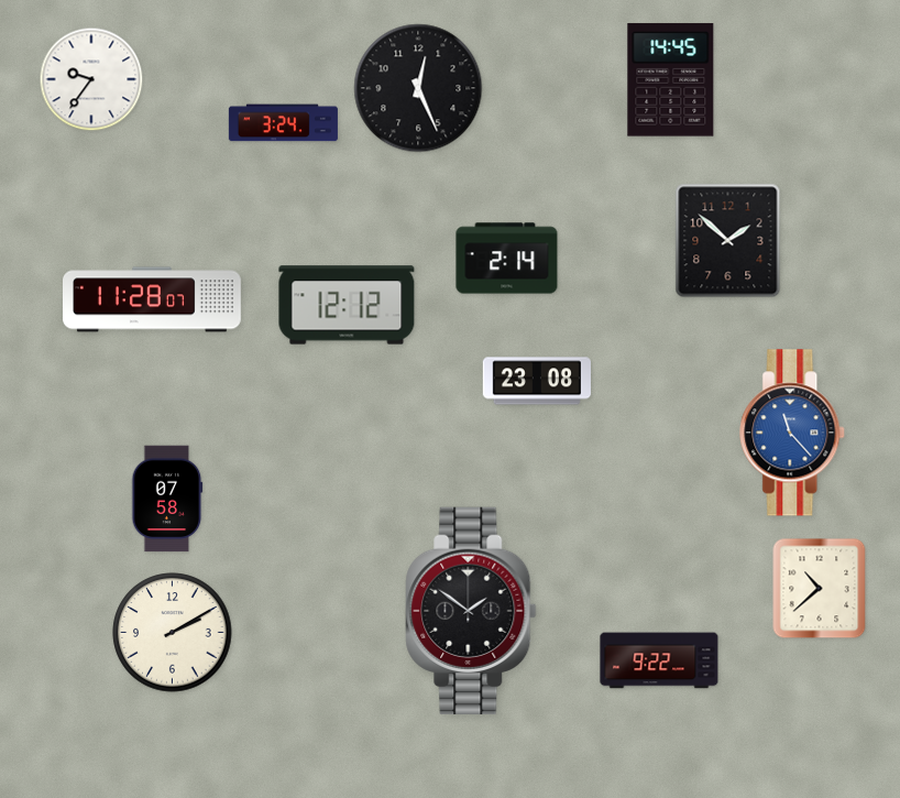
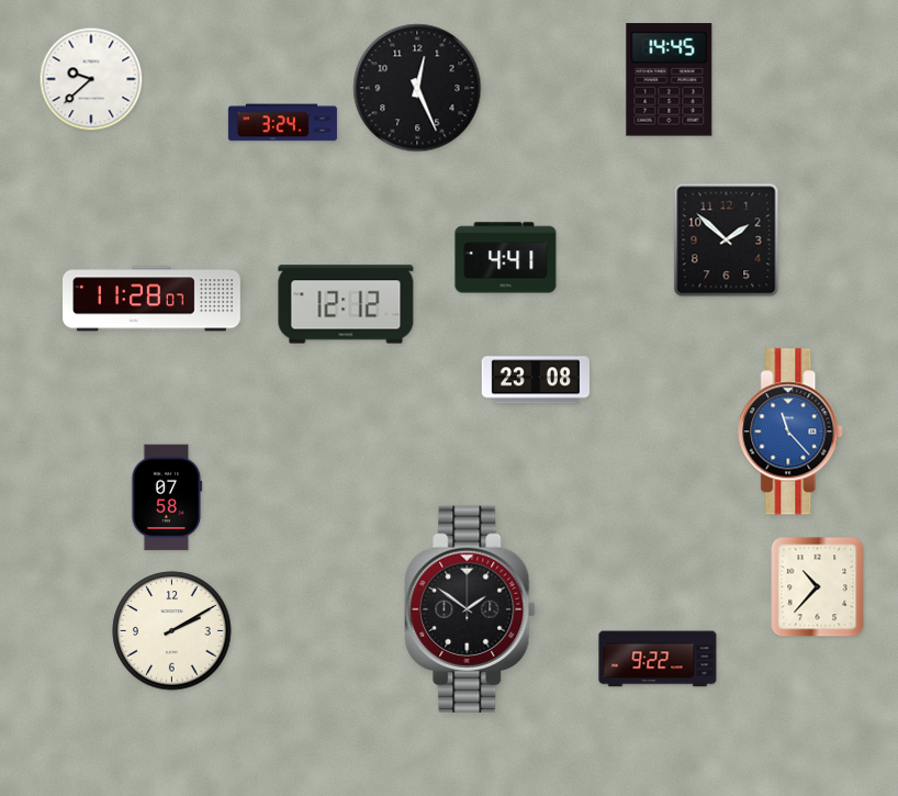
clock at (91, 79): 9:36 -> 9:38
clock at (507, 259): 2:14 -> 4:41
clock at (820, 589): 10:38 -> 10:37
